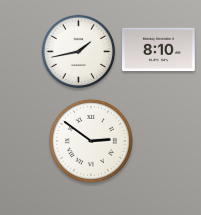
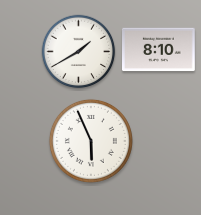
clock at (79, 52): 1:43 -> 1:40
clock at (91, 141): 2:51 -> 5:56
